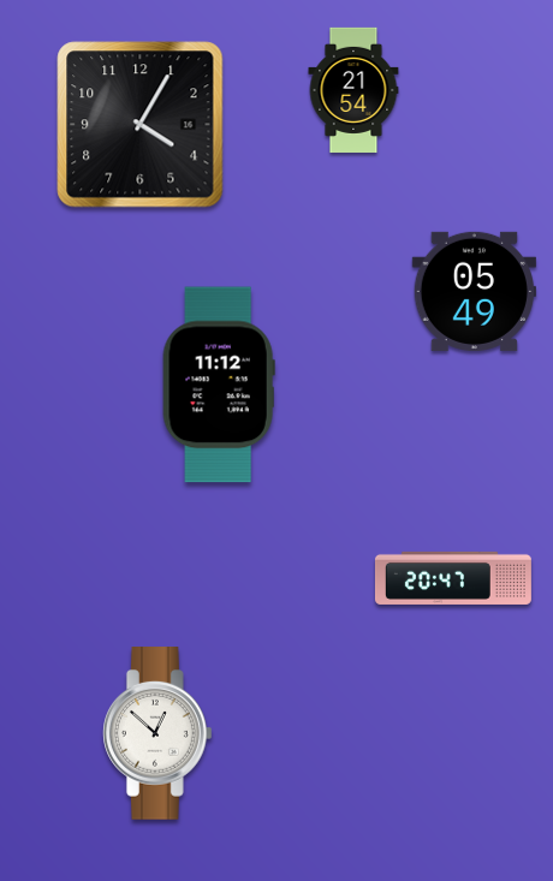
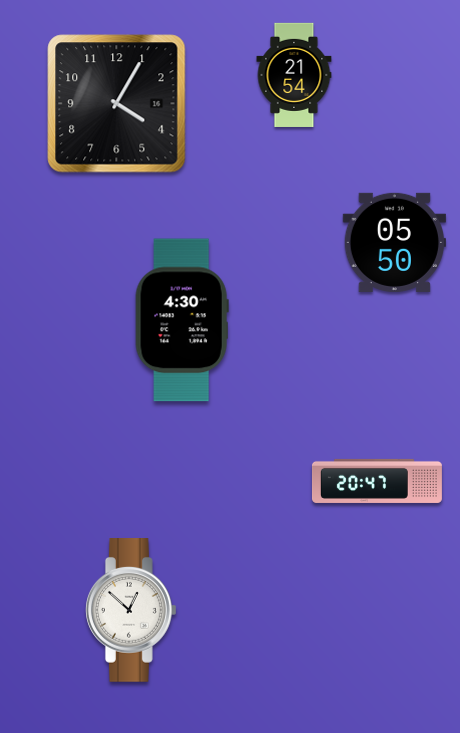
clock at (474, 291): 05:49 -> 05:50
clock at (219, 385): 11:12 -> 4:30
